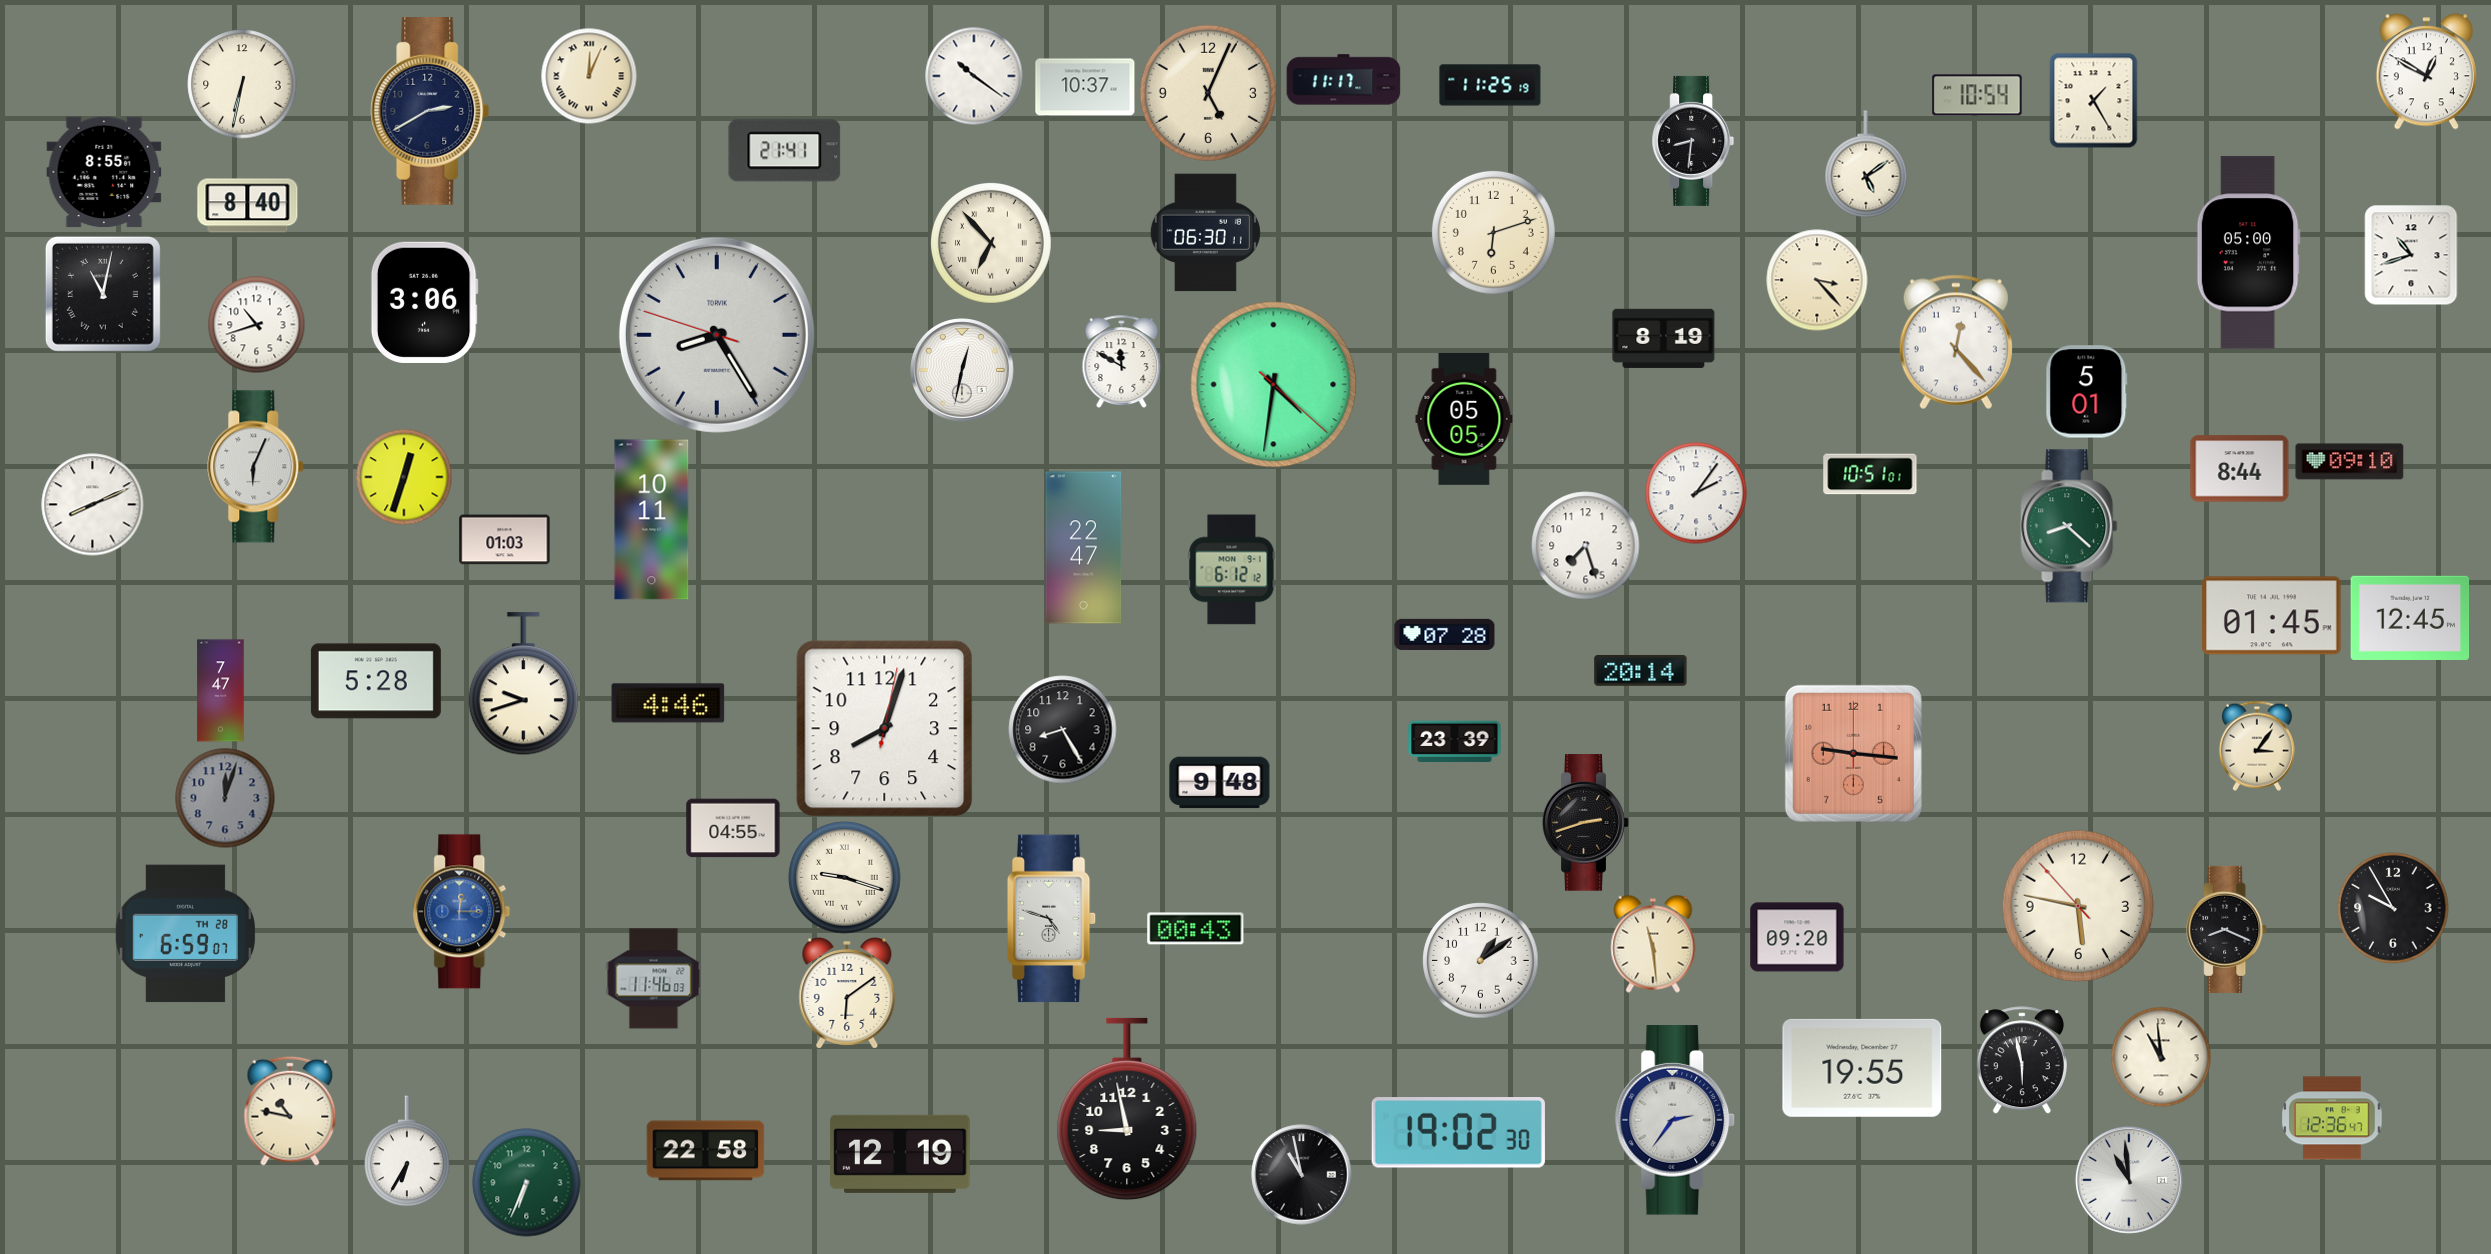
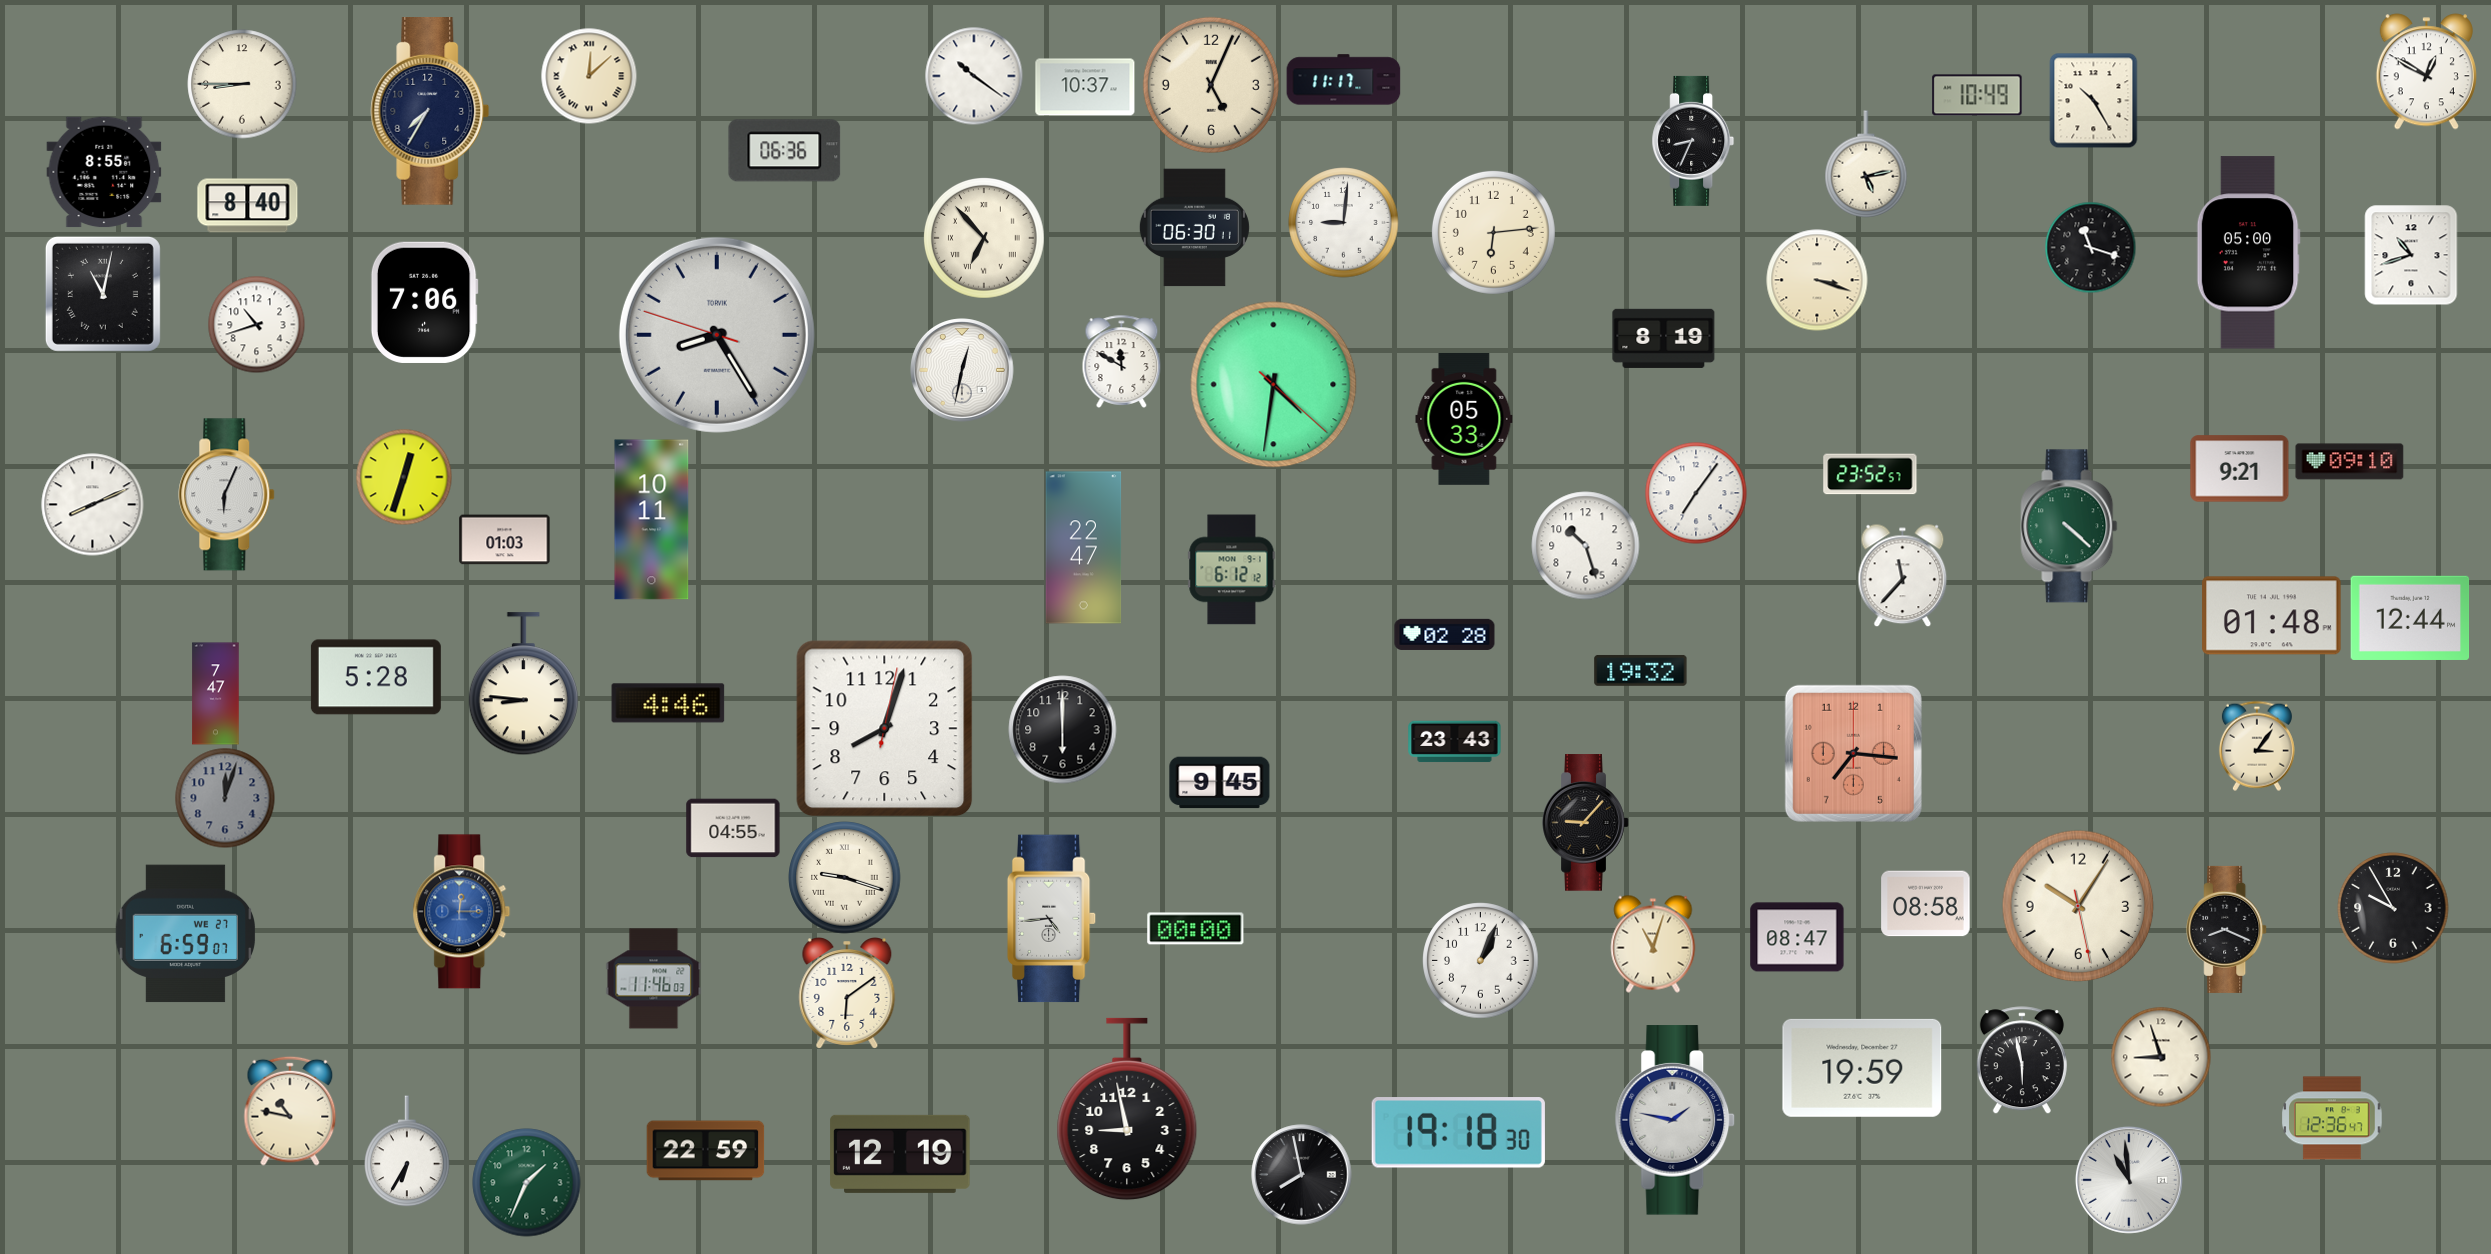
clock at (589, 76): 12:04 -> 12:08
clock at (242, 84): 6:32 -> 8:45
clock at (1490, 85): 11:25 -> none
clock at (1208, 93) position: (1208, 93) -> (1211, 85)
clock at (1977, 95): 10:54 -> 10:49
clock at (2094, 100): 1:25 -> 10:25
clock at (430, 112): 2:40 -> 7:35
clock at (1693, 141): 8:31 -> 8:34
clock at (785, 151): 21:41 -> 06:36
clock at (1866, 164): 5:09 -> 5:13
clock at (1344, 223): none -> 9:01
clock at (1493, 232): 6:12 -> 6:14
clock at (1205, 233) position: (1205, 233) -> (1194, 228)
clock at (991, 243) position: (991, 243) -> (984, 238)
clock at (2090, 247): none -> 11:18
clock at (1817, 280): 3:23 -> 3:18
clock at (424, 302): 3:06 -> 7:06
clock at (1956, 342): 12:23 -> none
clock at (2087, 392): 5:01 -> none
clock at (1464, 419): 05:05 -> 05:33
clock at (256, 467) position: (256, 467) -> (227, 495)
clock at (2240, 469): 8:44 -> 9:21
clock at (1870, 474): 10:51 -> 23:52
clock at (1696, 493): 2:06 -> 7:06
clock at (2069, 526): 8:22 -> 4:22
clock at (1586, 546): 7:27 -> 10:27
clock at (1903, 575): none -> 11:37
clock at (2272, 616): 01:45 -> 01:48
clock at (2410, 618): 12:45 -> 12:44
clock at (1445, 634): 07:28 -> 02:28
clock at (1641, 671): 20:14 -> 19:32
clock at (376, 681) position: (376, 681) -> (376, 677)
clock at (523, 684): 9:42 -> 8:46
clock at (221, 691) position: (221, 691) -> (216, 694)
clock at (1063, 730): 8:25 -> 6:00
clock at (1455, 742): 23:39 -> 23:43
clock at (1853, 753): 9:16 -> 7:16
clock at (1220, 783): 9:48 -> 9:45
clock at (1586, 823): 2:42 -> 9:07
clock at (1926, 904): none -> 08:58
clock at (2078, 906): 5:46 -> 10:05
clock at (1052, 919): 4:48 -> 4:44
clock at (1196, 929): 00:43 -> 00:00
clock at (185, 934) date: TH 28 -> WE 27
clock at (1797, 937): 09:20 -> 08:47
clock at (1653, 944): 11:29 -> 11:03
clock at (1481, 961): 1:09 -> 1:04
clock at (2161, 1057): 10:59 -> 8:57
clock at (1862, 1068): 19:55 -> 19:59
clock at (1675, 1120): 2:36 -> 1:47
clock at (1458, 1133): 19:02 -> 19:18
clock at (706, 1151): 22:58 -> 22:59
clock at (1302, 1175): 10:58 -> 7:58
clock at (527, 1183): 6:34 -> 1:34
